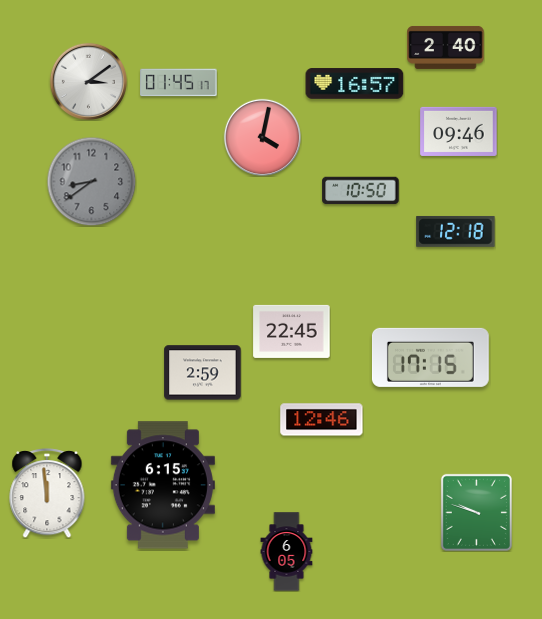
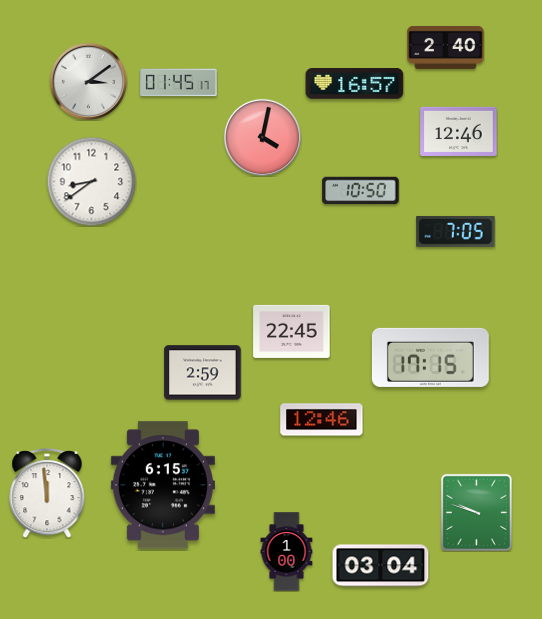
clock at (459, 131): 09:46 -> 12:46
clock at (91, 181) dial: grey -> white
clock at (456, 232): 12:18 -> 7:05
clock at (287, 552): 6:05 -> 1:00
clock at (381, 566): none -> 03:04
